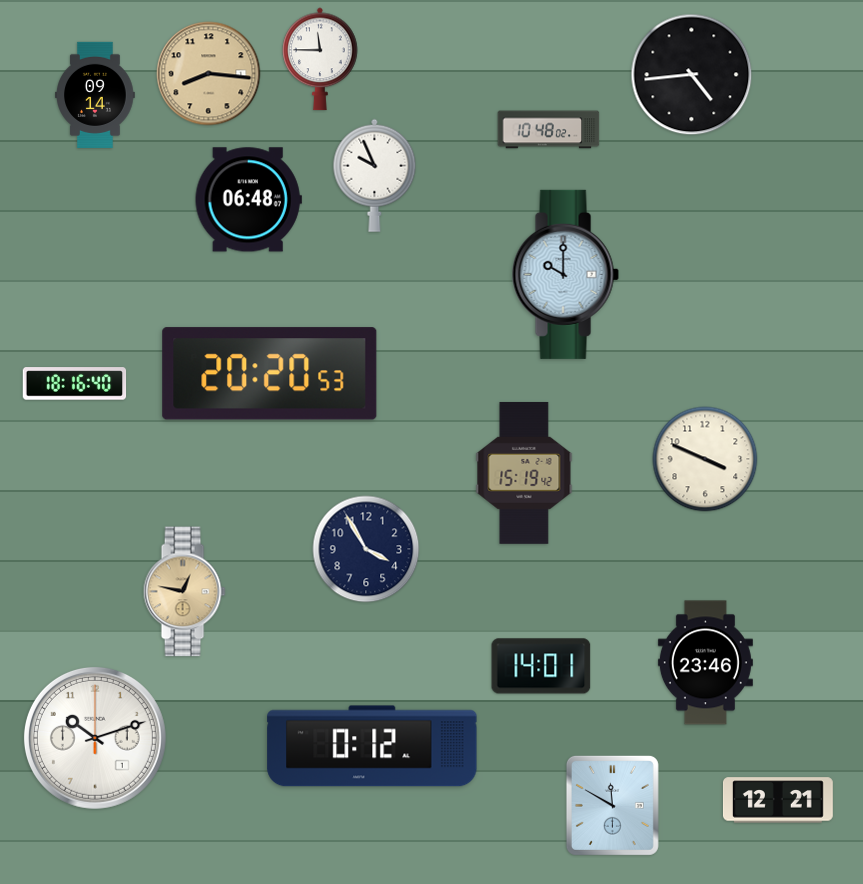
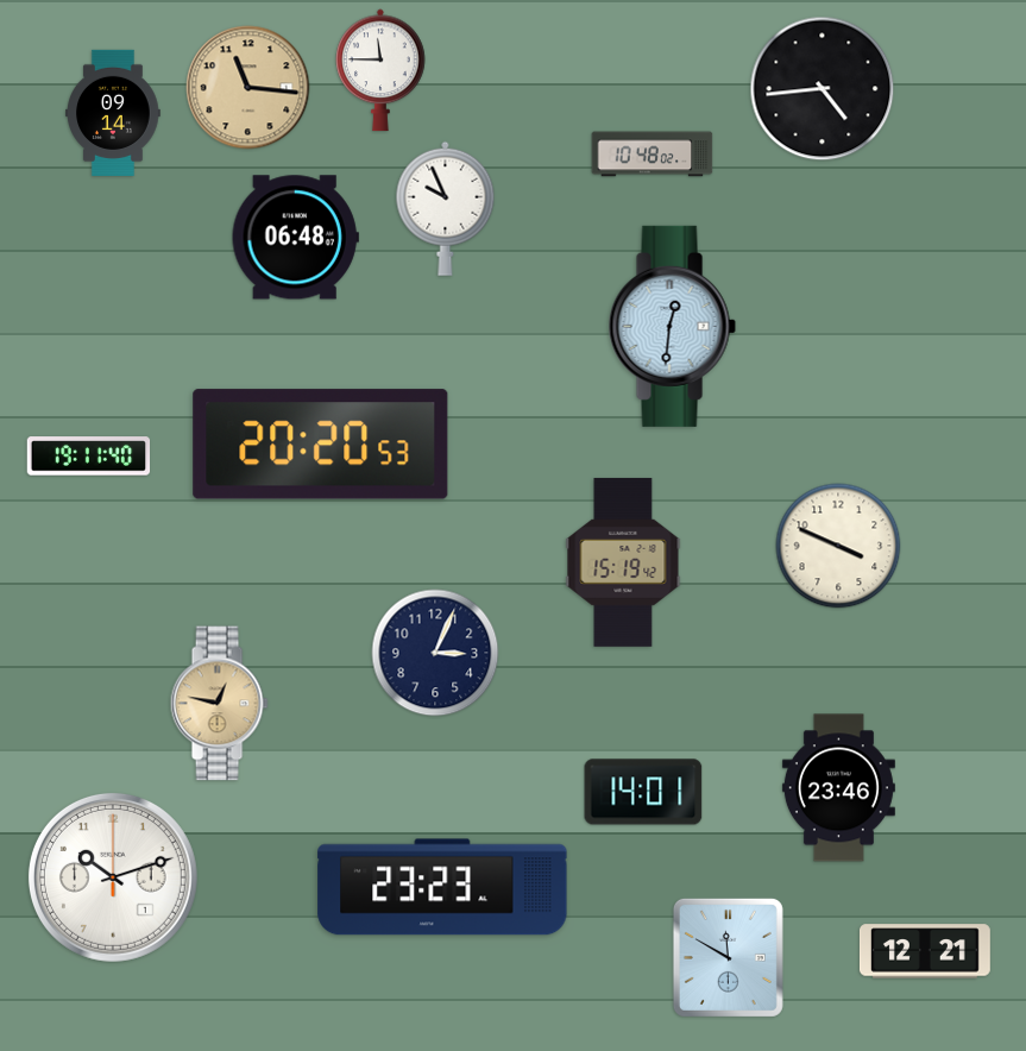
clock at (209, 74): 8:16 -> 11:16
clock at (565, 274): 10:00 -> 12:31
clock at (75, 384): 18:16 -> 19:11
clock at (366, 549): 3:55 -> 3:04
clock at (372, 746): 0:12 -> 23:23
